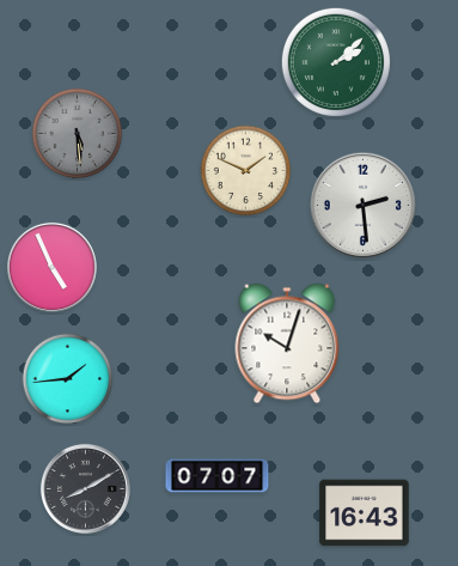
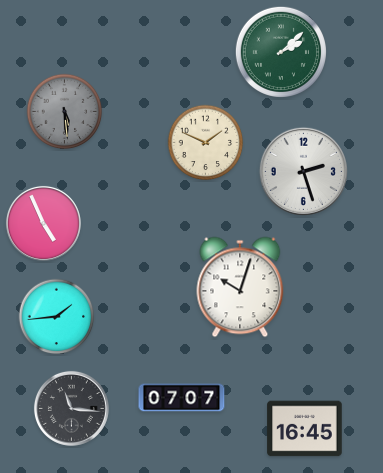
clock at (362, 205): 2:29 -> 2:27
clock at (85, 488): 8:10 -> 11:16
clock at (365, 513): 16:43 -> 16:45
